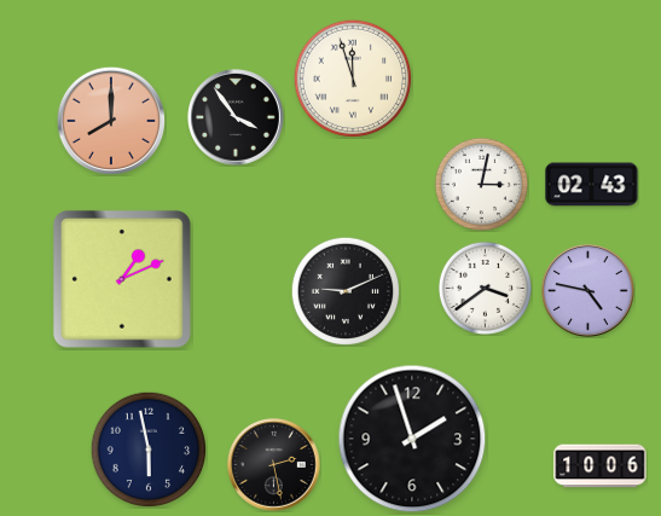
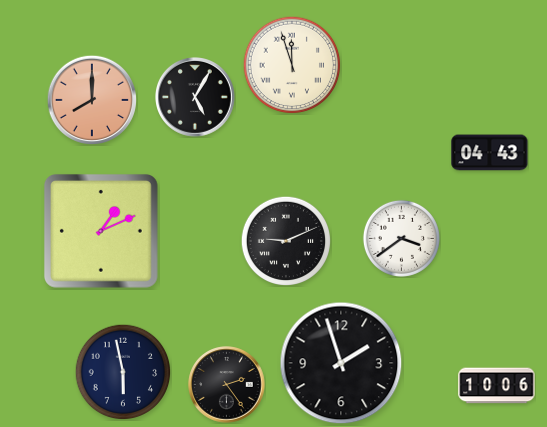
clock at (237, 118): 3:54 -> 5:05
clock at (481, 184): 3:02 -> none
clock at (592, 185): 02:43 -> 04:43
clock at (588, 291): 4:47 -> none
clock at (274, 465): 2:28 -> 2:24
